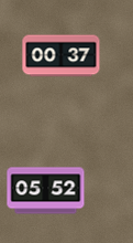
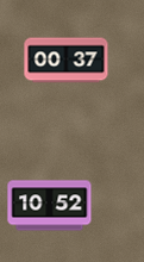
clock at (46, 191): 05:52 -> 10:52
